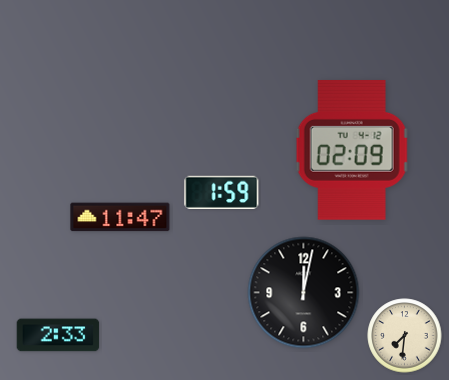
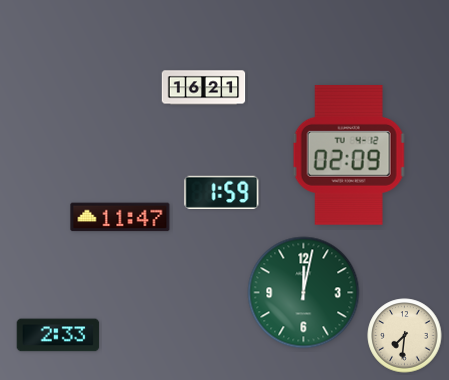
clock at (204, 88): none -> 16:21
clock at (352, 150) position: (352, 150) -> (349, 155)
clock at (304, 293) dial: black -> green
